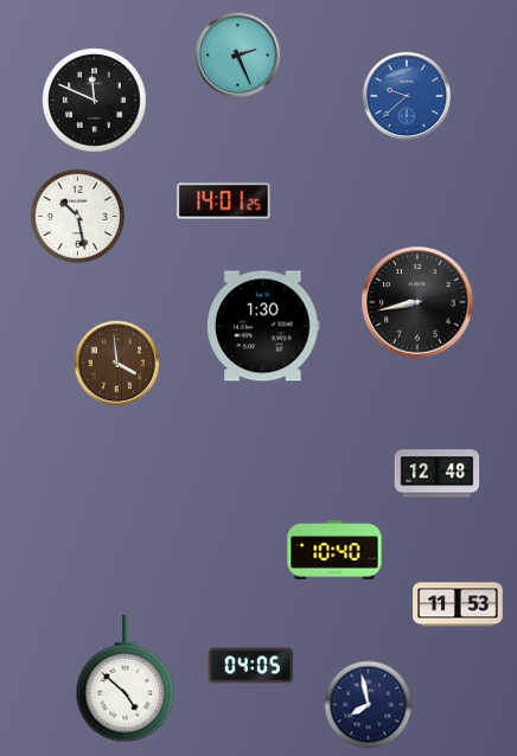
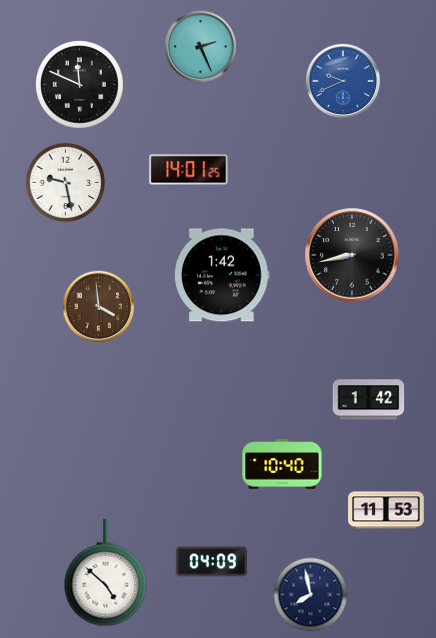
clock at (407, 96): 9:38 -> 9:41
clock at (78, 217): 10:28 -> 9:28
clock at (263, 326): 1:30 -> 1:42
clock at (438, 474): 12:48 -> 1:42
clock at (251, 666): 04:05 -> 04:09
